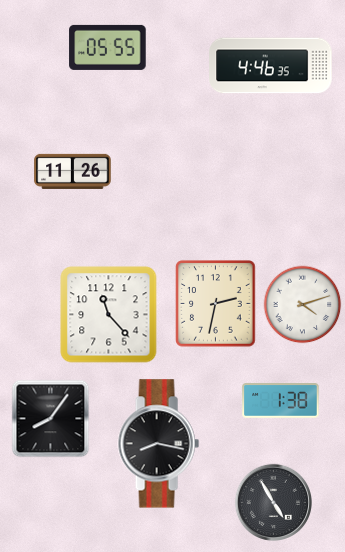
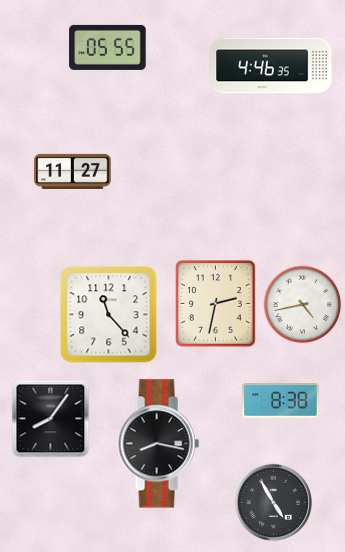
clock at (73, 171): 11:26 -> 11:27
clock at (302, 304): 4:12 -> 4:43
clock at (281, 401): 1:38 -> 8:38
